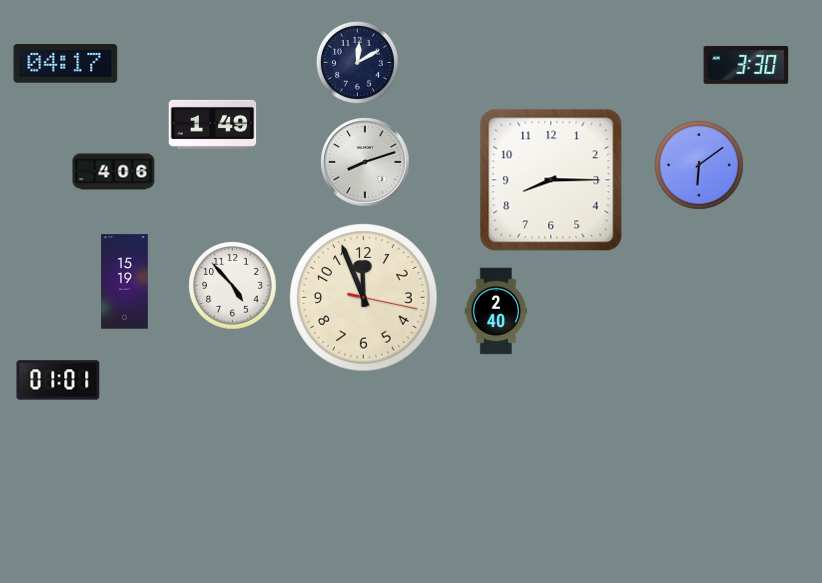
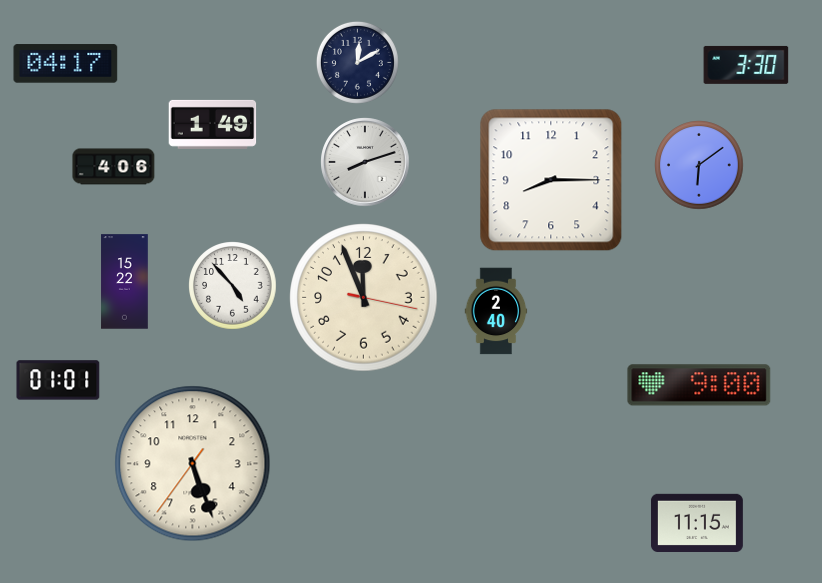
clock at (114, 172) position: (114, 172) -> (114, 167)
clock at (125, 282): 15:19 -> 15:22
clock at (699, 385): none -> 9:00
clock at (193, 464): none -> 5:26
clock at (697, 522): none -> 11:15
